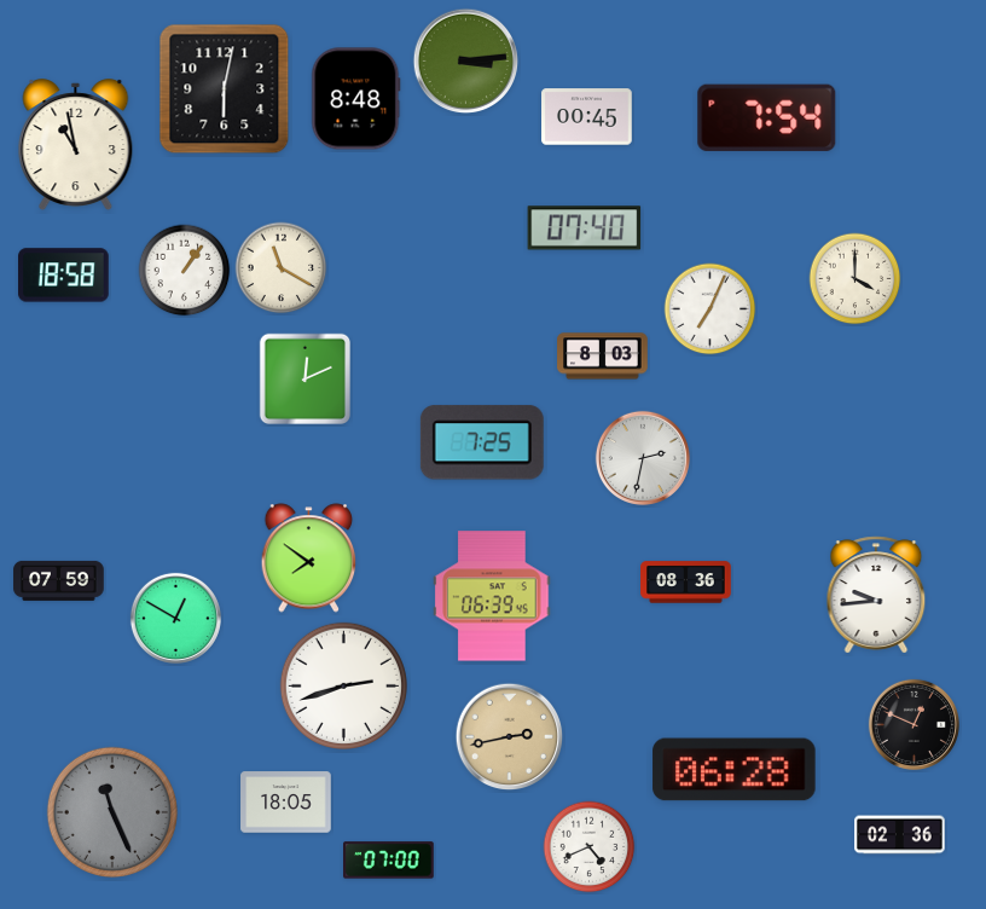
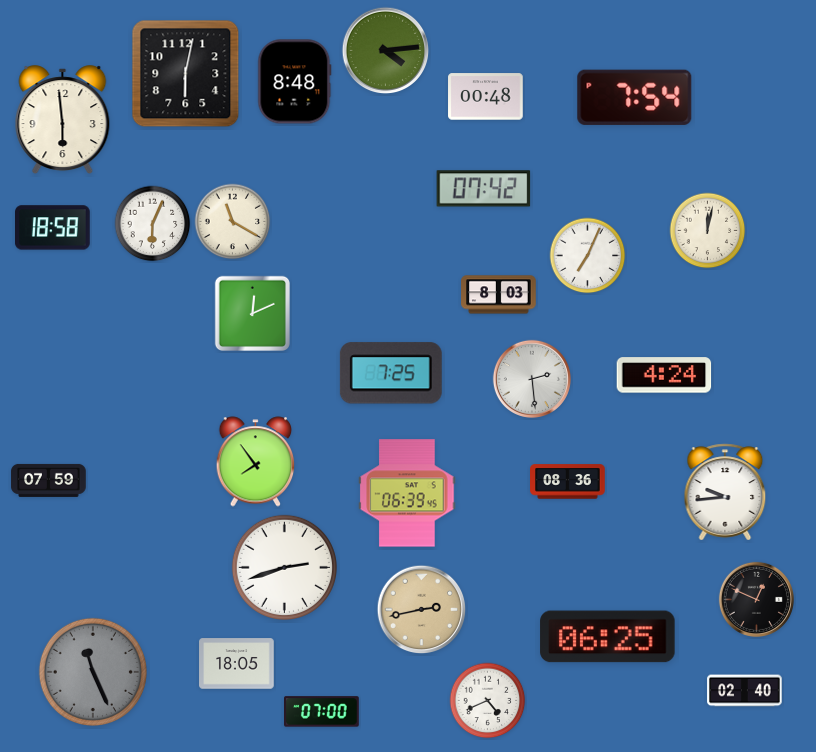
clock at (466, 62): 3:14 -> 4:14
clock at (587, 117): 00:45 -> 00:48
clock at (76, 145): 10:58 -> 5:59
clock at (585, 228): 07:40 -> 07:42
clock at (185, 271): 1:06 -> 6:04
clock at (855, 279): 4:00 -> 12:02
clock at (482, 442) position: (482, 442) -> (391, 373)
clock at (664, 375): none -> 4:24
clock at (643, 458): 2:32 -> 2:29
clock at (309, 558): 7:51 -> 7:54
clock at (175, 618): 12:50 -> none
clock at (735, 770): 06:28 -> 06:25
clock at (900, 835): 02:36 -> 02:40
